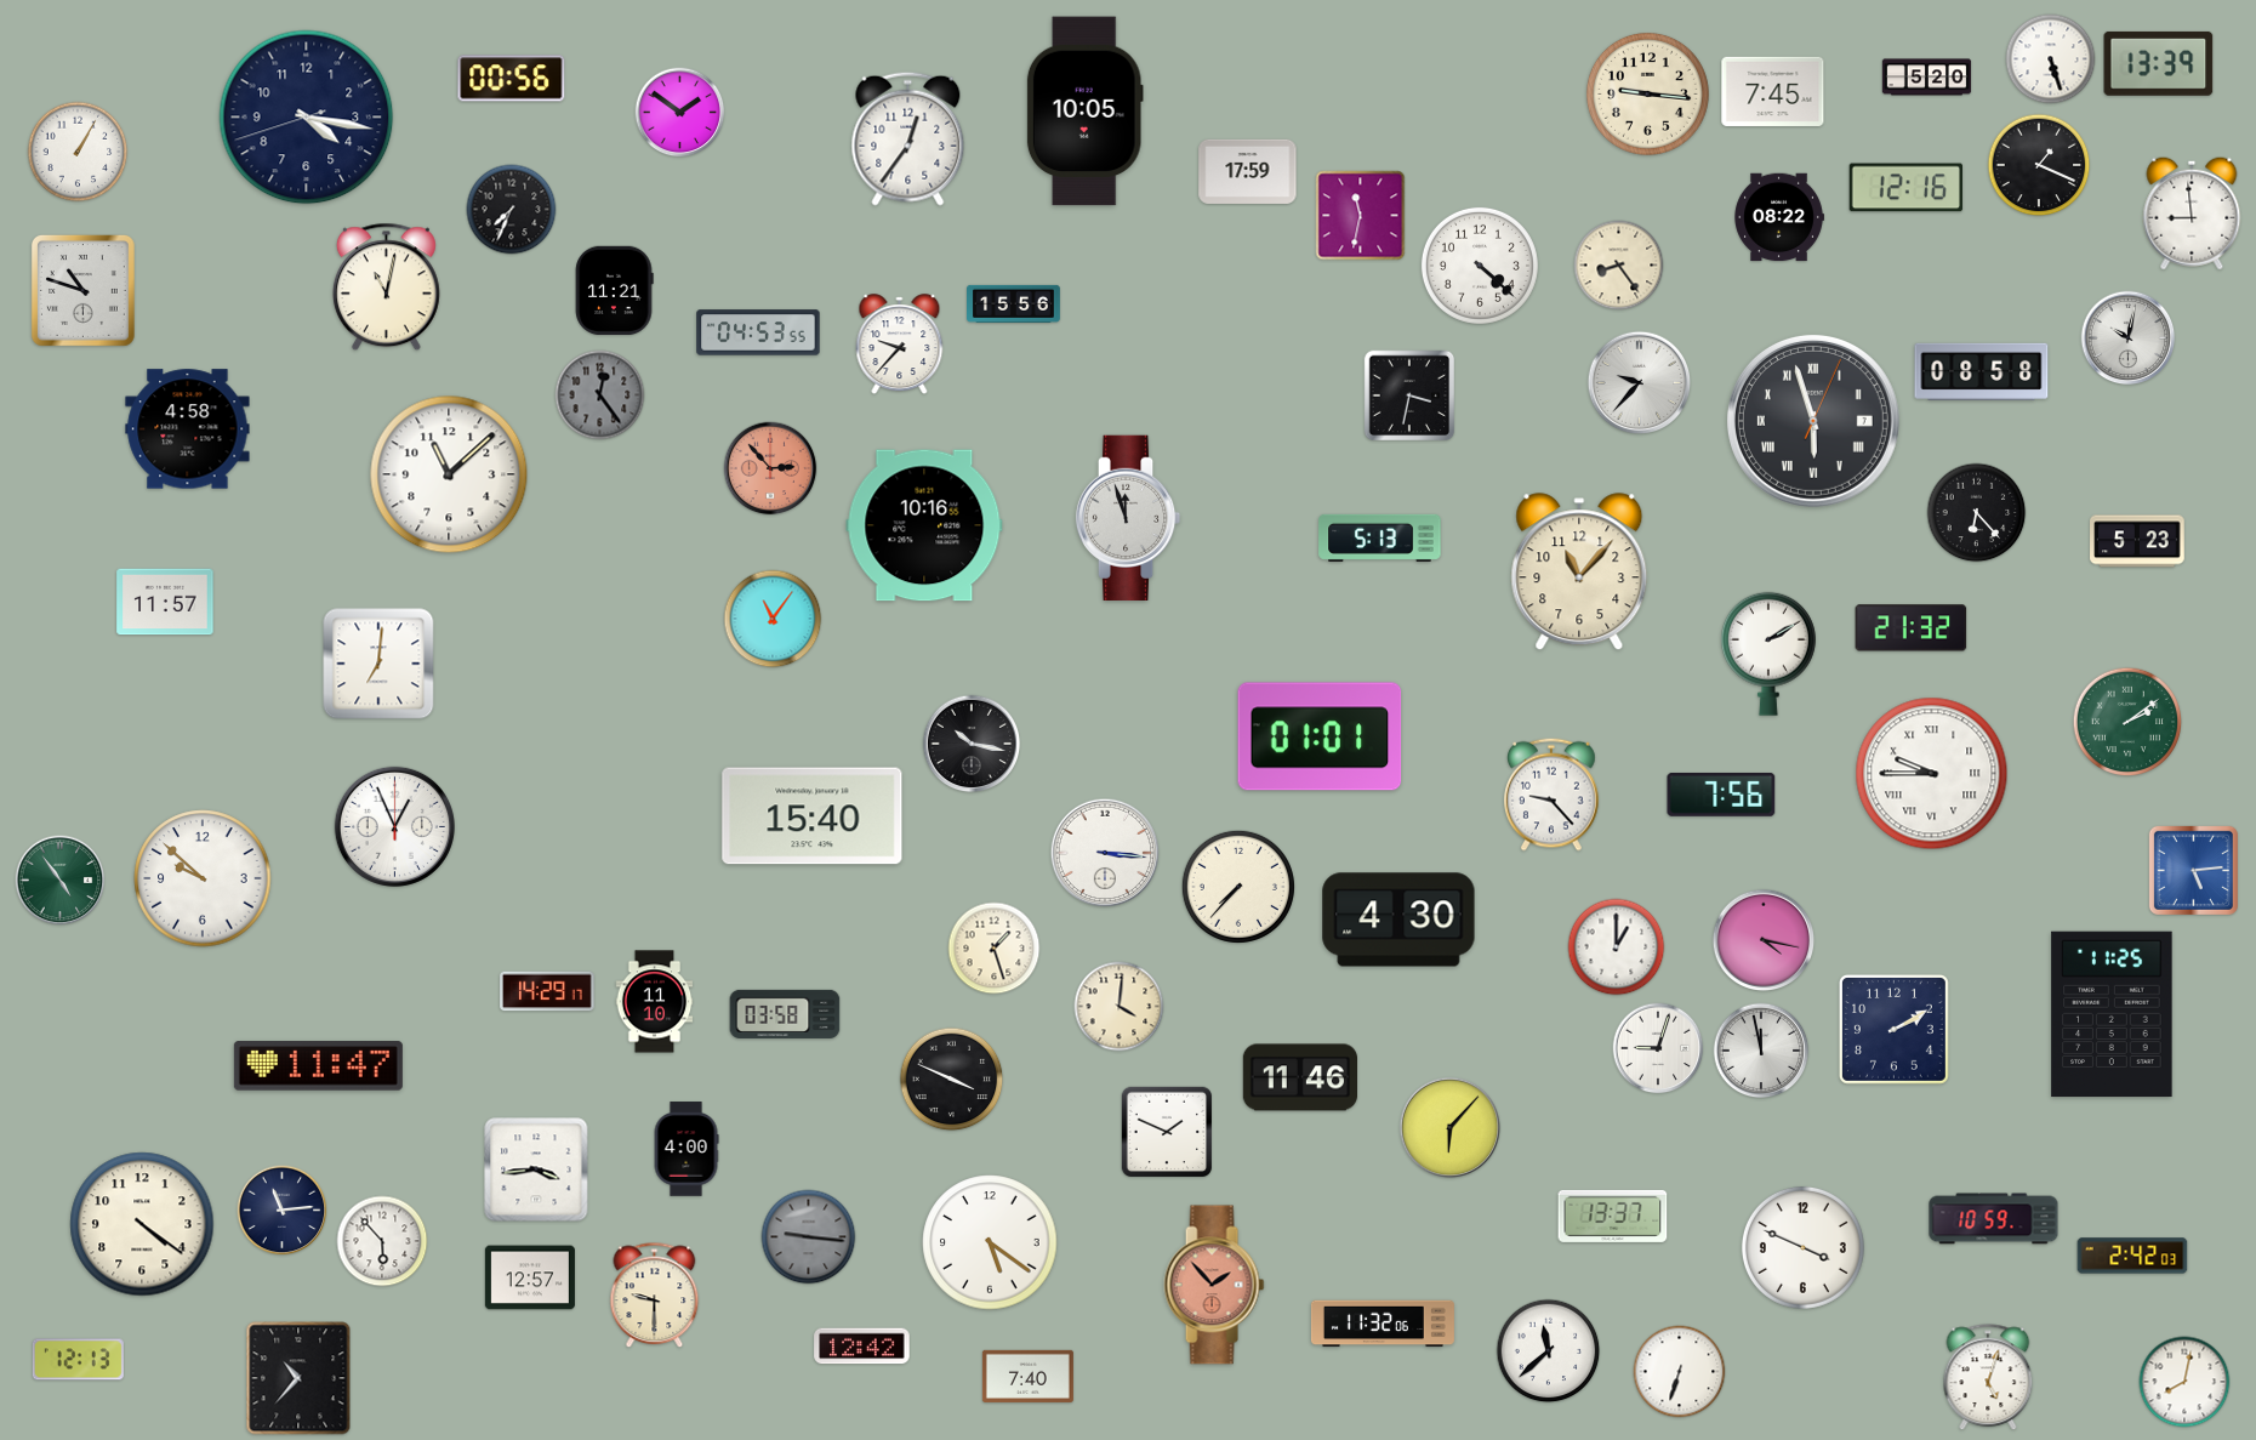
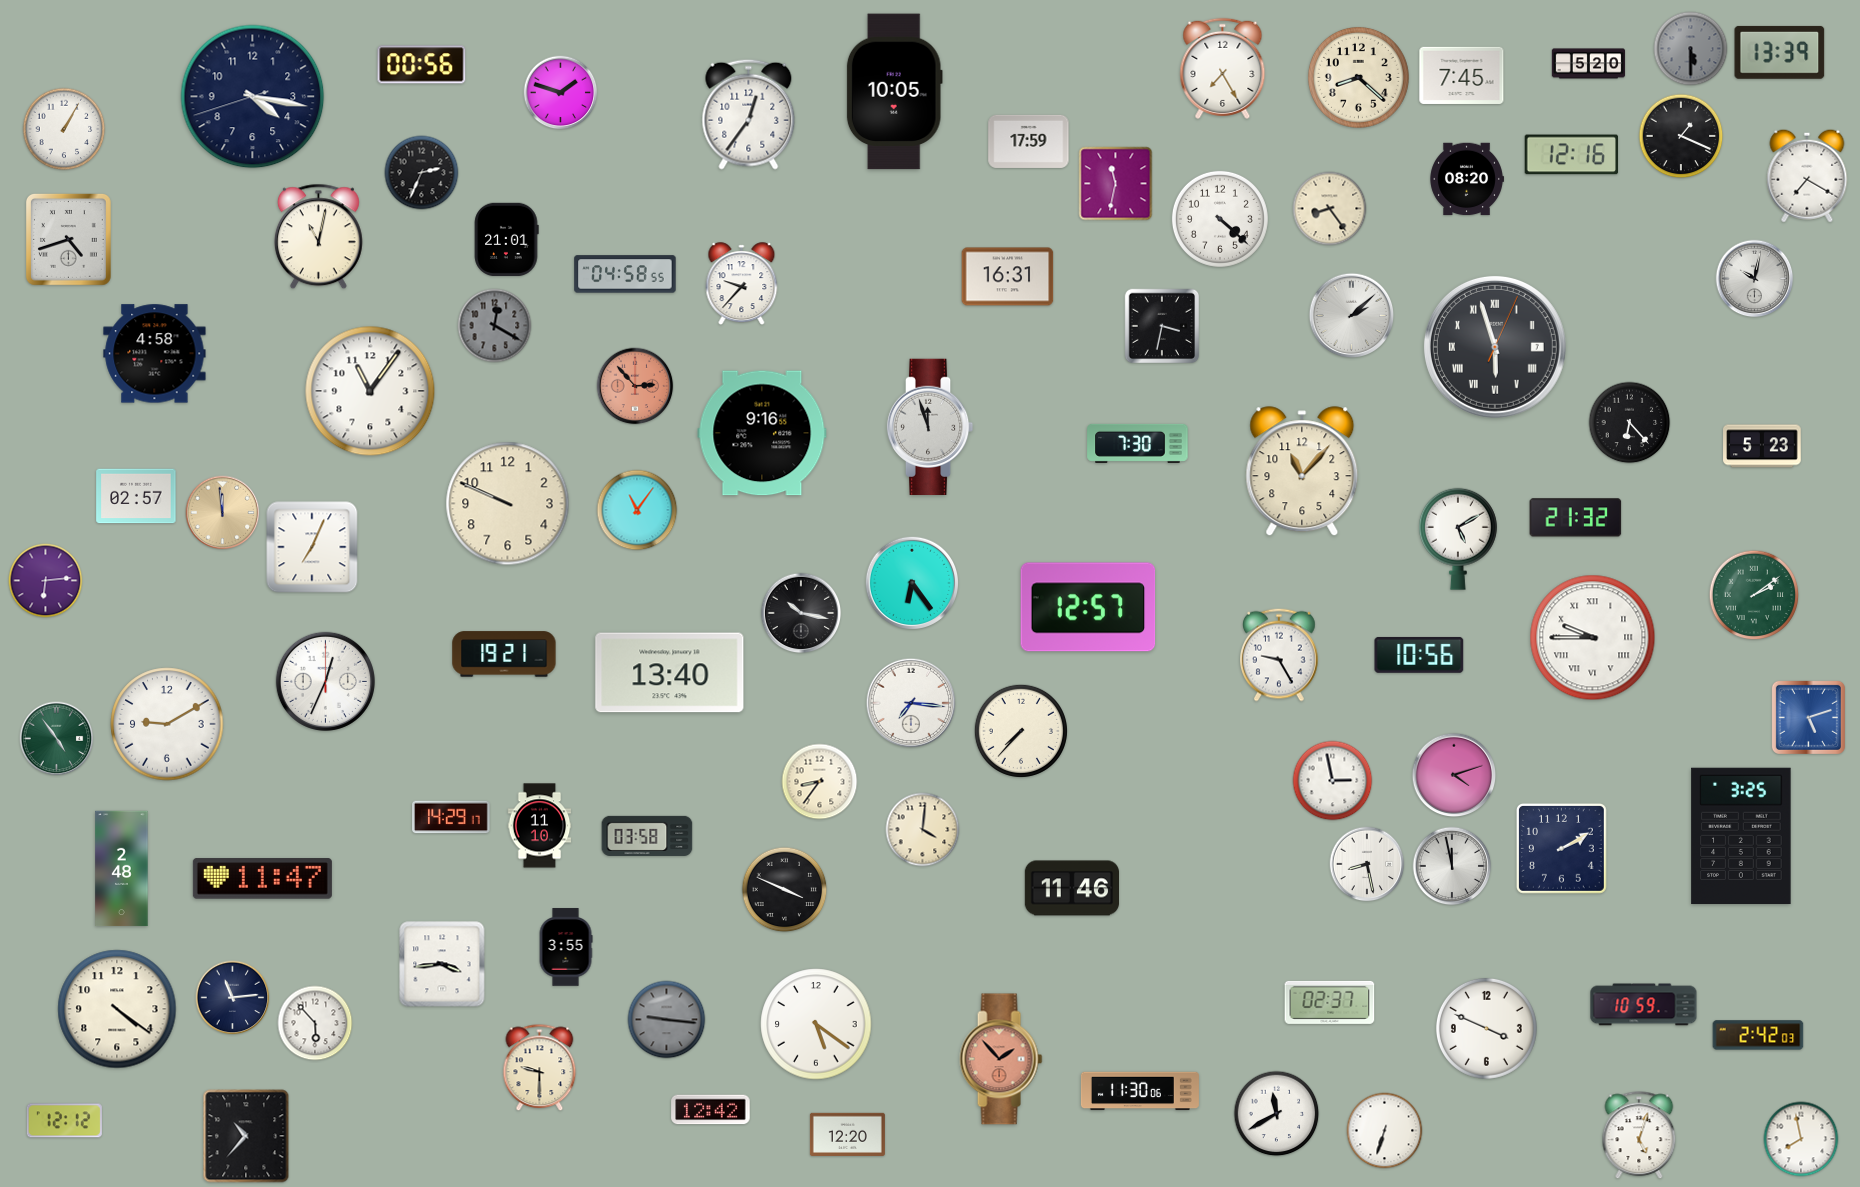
clock at (2051, 59): 5:27 -> 5:30
clock at (2051, 59) dial: white -> grey
clock at (1223, 68): none -> 7:25
clock at (1647, 93): 9:16 -> 8:22
clock at (680, 113): 1:51 -> 1:48
clock at (78, 152) position: (78, 152) -> (64, 129)
clock at (512, 210): 7:34 -> 2:34
clock at (2192, 214): 8:59 -> 7:20
clock at (1361, 216) position: (1361, 216) -> (1116, 184)
clock at (1779, 217): 08:22 -> 08:20
clock at (1619, 266) position: (1619, 266) -> (1330, 209)
clock at (82, 290): 10:48 -> 4:42
clock at (615, 290): 11:21 -> 21:01
clock at (1014, 303): 15:56 -> none
clock at (758, 332): 04:53 -> 04:58
clock at (1008, 277): none -> 16:31
clock at (1982, 371): 08:58 -> none
clock at (1640, 383): 9:37 -> 2:08
clock at (600, 395): 12:24 -> 12:20
clock at (449, 474): 11:08 -> 11:06
clock at (924, 525): 10:16 -> 9:16
clock at (1380, 537): 5:13 -> 7:30
clock at (165, 602): 11:57 -> 02:57
clock at (508, 504): none -> 9:49
clock at (223, 513): none -> 11:59
clock at (1768, 654): 2:10 -> 5:10
clock at (378, 664): 7:01 -> 7:04
clock at (46, 581): none -> 6:14
clock at (911, 582): none -> 6:24
clock at (1320, 736): 01:01 -> 12:57
clock at (504, 654): none -> 19:21
clock at (1553, 795): 9:23 -> 9:25
clock at (1721, 795): 7:56 -> 10:56
clock at (813, 816): 15:40 -> 13:40
clock at (394, 826): 12:56 -> 12:34
clock at (1105, 853): 3:16 -> 7:16
clock at (2193, 870): 5:14 -> 5:12
clock at (203, 878): 9:52 -> 9:10
clock at (61, 881) position: (61, 881) -> (57, 739)
clock at (1398, 920): 4:30 -> none
clock at (1764, 940): 4:17 -> 4:12
clock at (1617, 947): 1:00 -> 2:58
clock at (995, 949): 1:27 -> 8:36
clock at (2112, 1014): 11:25 -> 3:25
clock at (1658, 1048): 9:03 -> 8:28
clock at (122, 869): none -> 2:48
clock at (1451, 1128): 6:07 -> none
clock at (1166, 1131): 1:49 -> none
clock at (687, 1149): 4:00 -> 3:55
clock at (1613, 1216): 13:37 -> 02:37
clock at (530, 1277): 12:57 -> none
clock at (1383, 1324): 11:32 -> 11:30
clock at (1549, 1351): 11:38 -> 11:40
clock at (78, 1360): 12:13 -> 12:12
clock at (1027, 1376): 7:40 -> 12:20
clock at (2184, 1382): 8:02 -> 7:58
